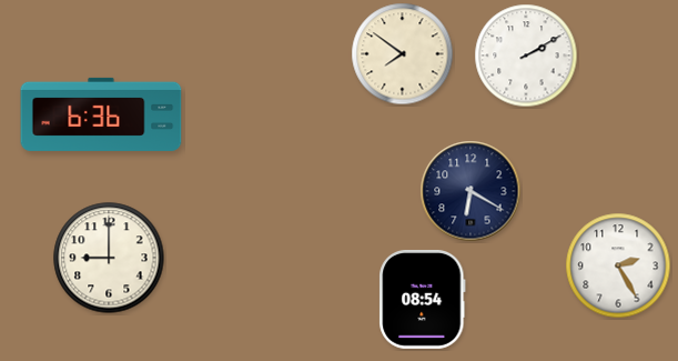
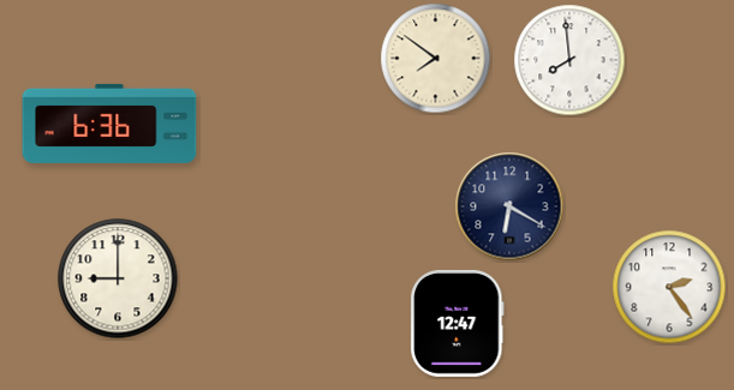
clock at (526, 56): 2:10 -> 7:59
clock at (618, 265): 2:25 -> 2:24
clock at (423, 299): 08:54 -> 12:47
